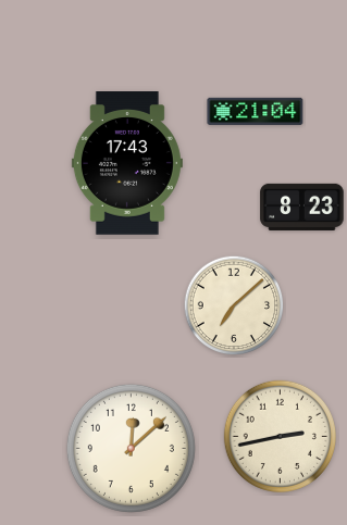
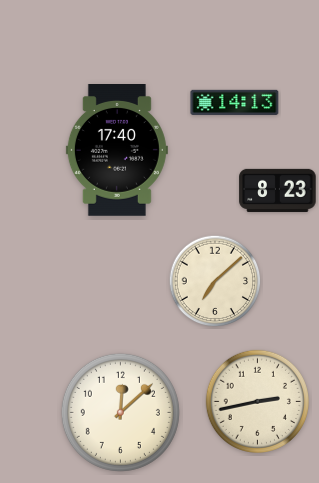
clock at (256, 111): 21:04 -> 14:13
clock at (127, 164): 17:43 -> 17:40
